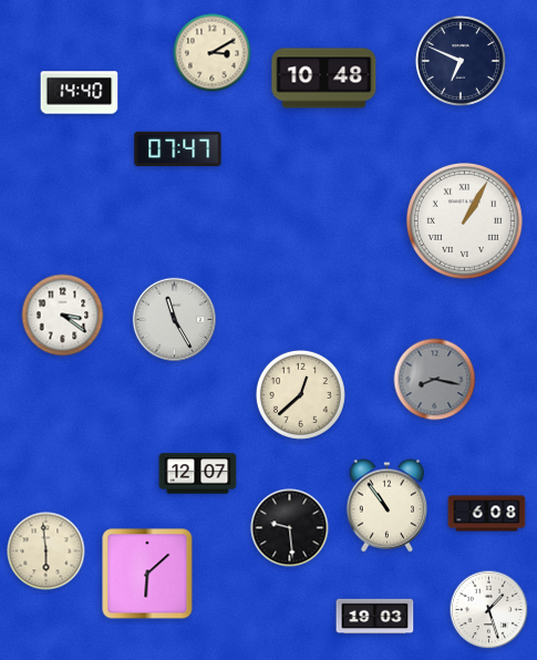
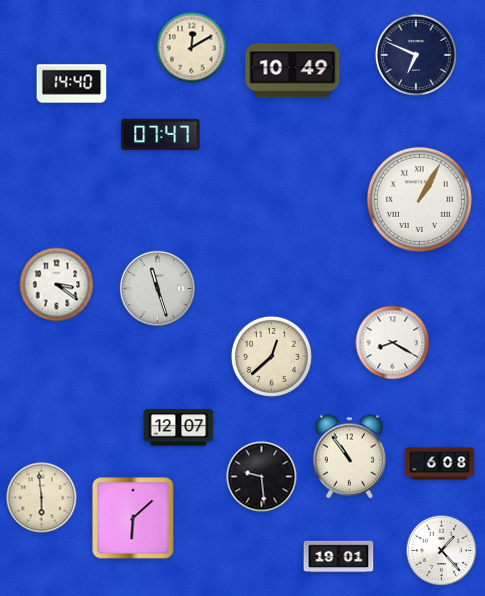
clock at (213, 53): 3:10 -> 12:10
clock at (324, 79): 10:48 -> 10:49
clock at (174, 319): 11:25 -> 11:27
clock at (435, 380): 8:17 -> 8:20
clock at (435, 380) dial: grey -> white
clock at (489, 610): 1:27 -> 1:23
clock at (375, 617): 19:03 -> 19:01
